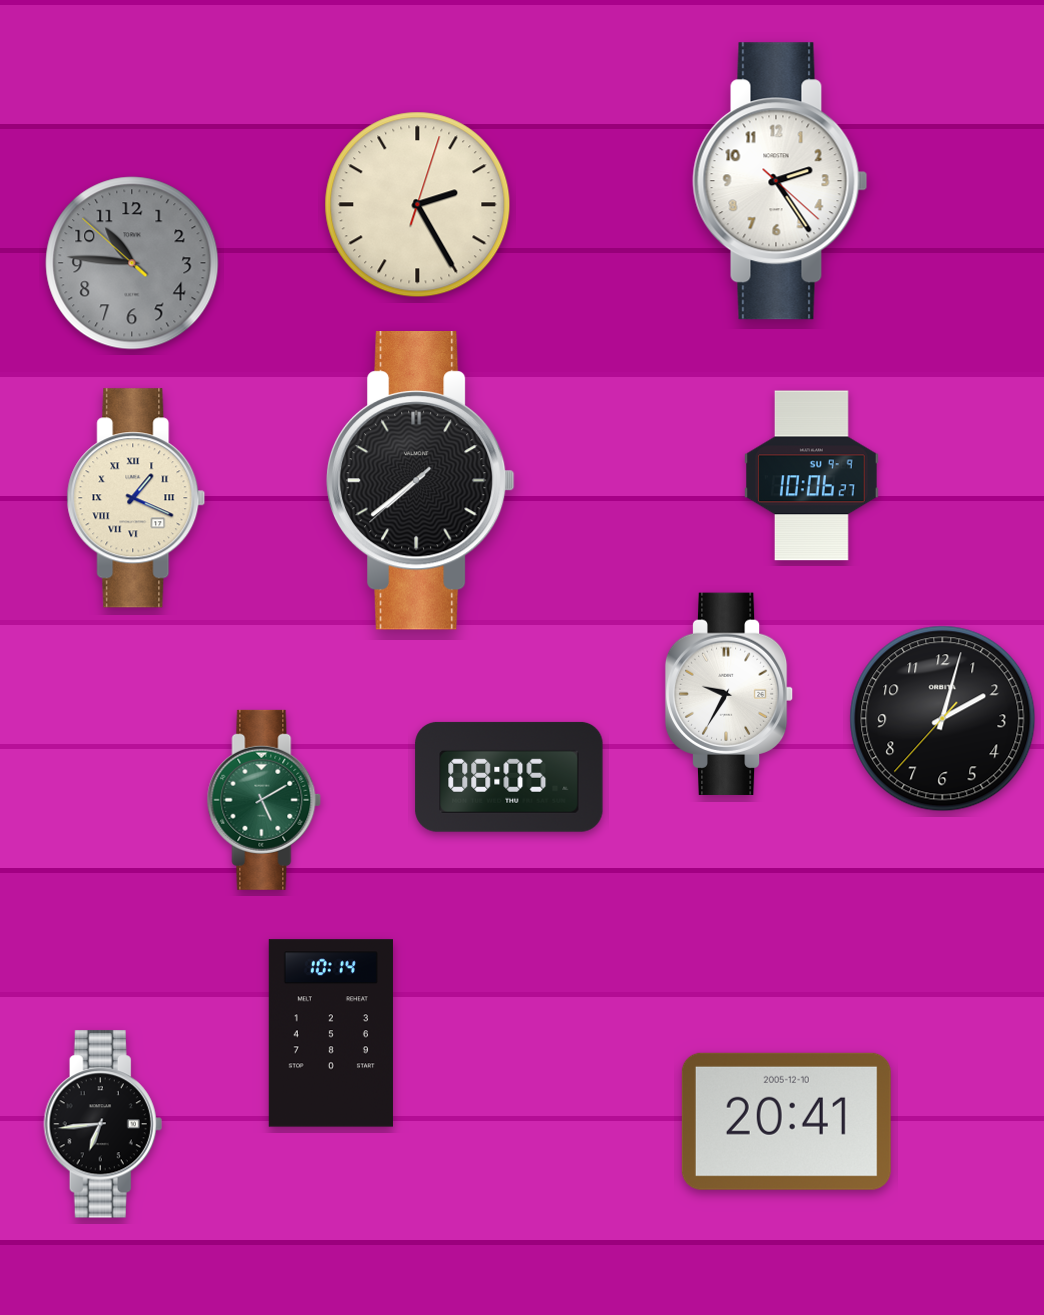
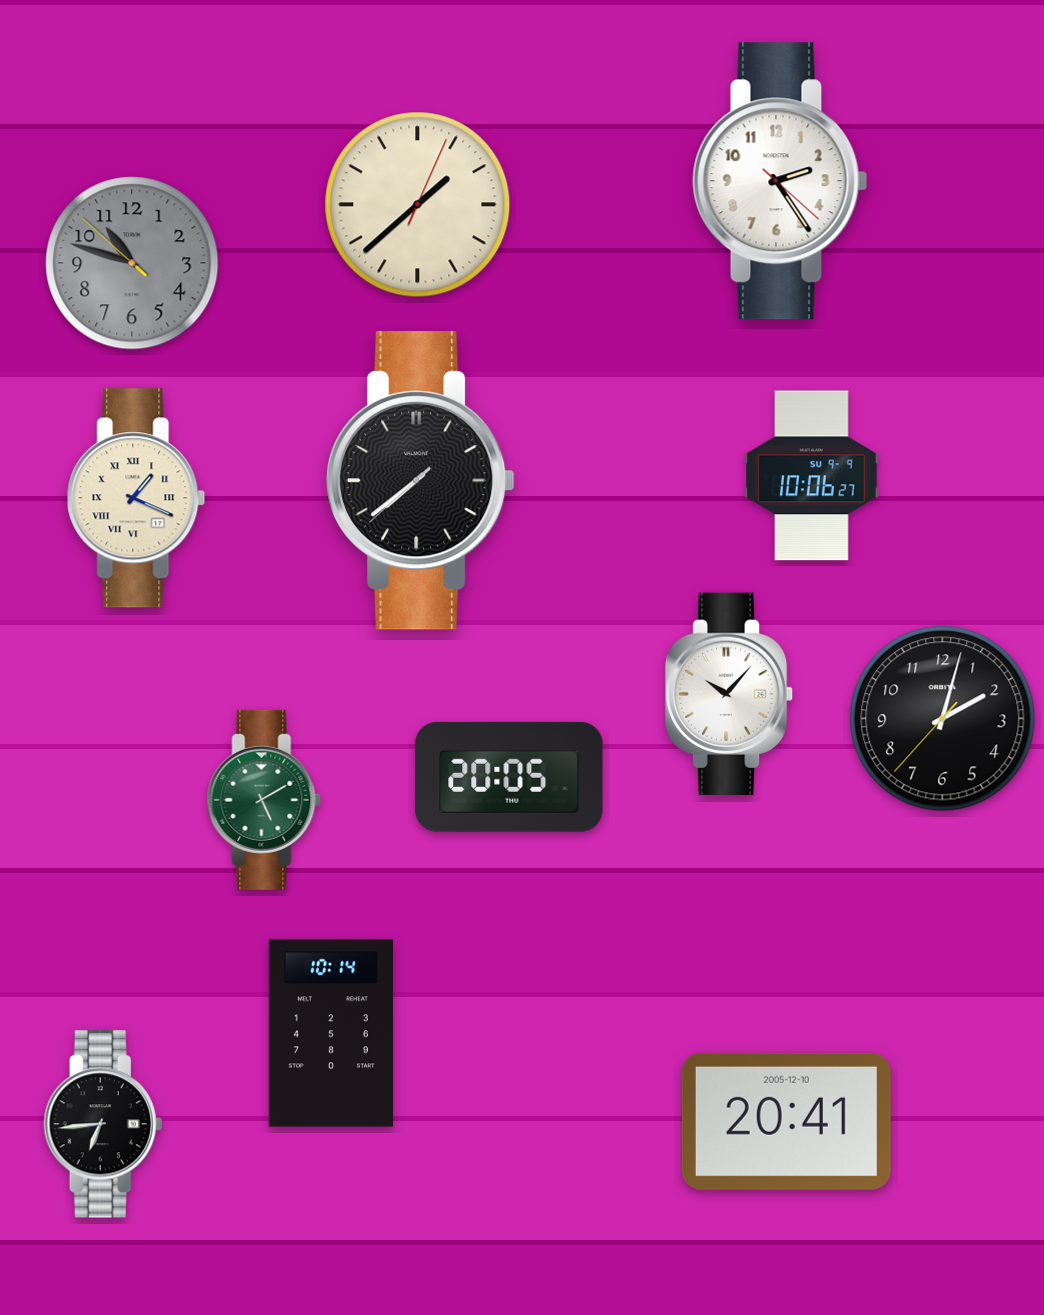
clock at (418, 205): 2:25 -> 1:38
clock at (132, 263): 10:45 -> 10:47
clock at (729, 694): 9:35 -> 10:07
clock at (509, 777): 08:05 -> 20:05
